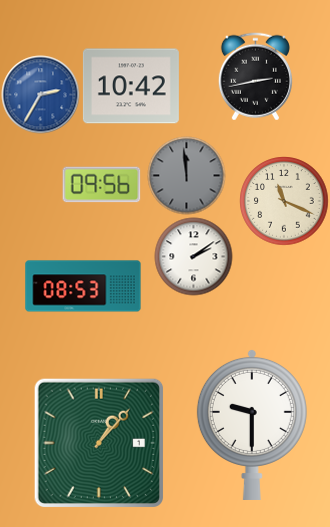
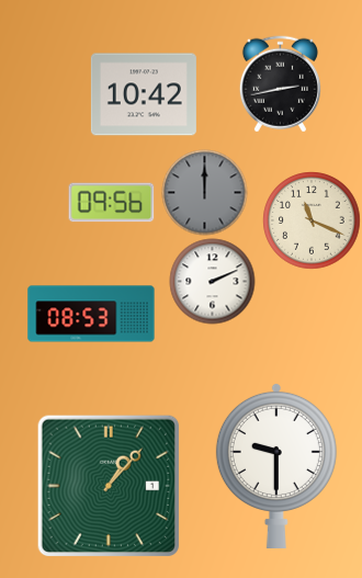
clock at (40, 94): 2:35 -> none
clock at (186, 175): 11:59 -> 12:00
clock at (193, 256): 2:09 -> 2:11
